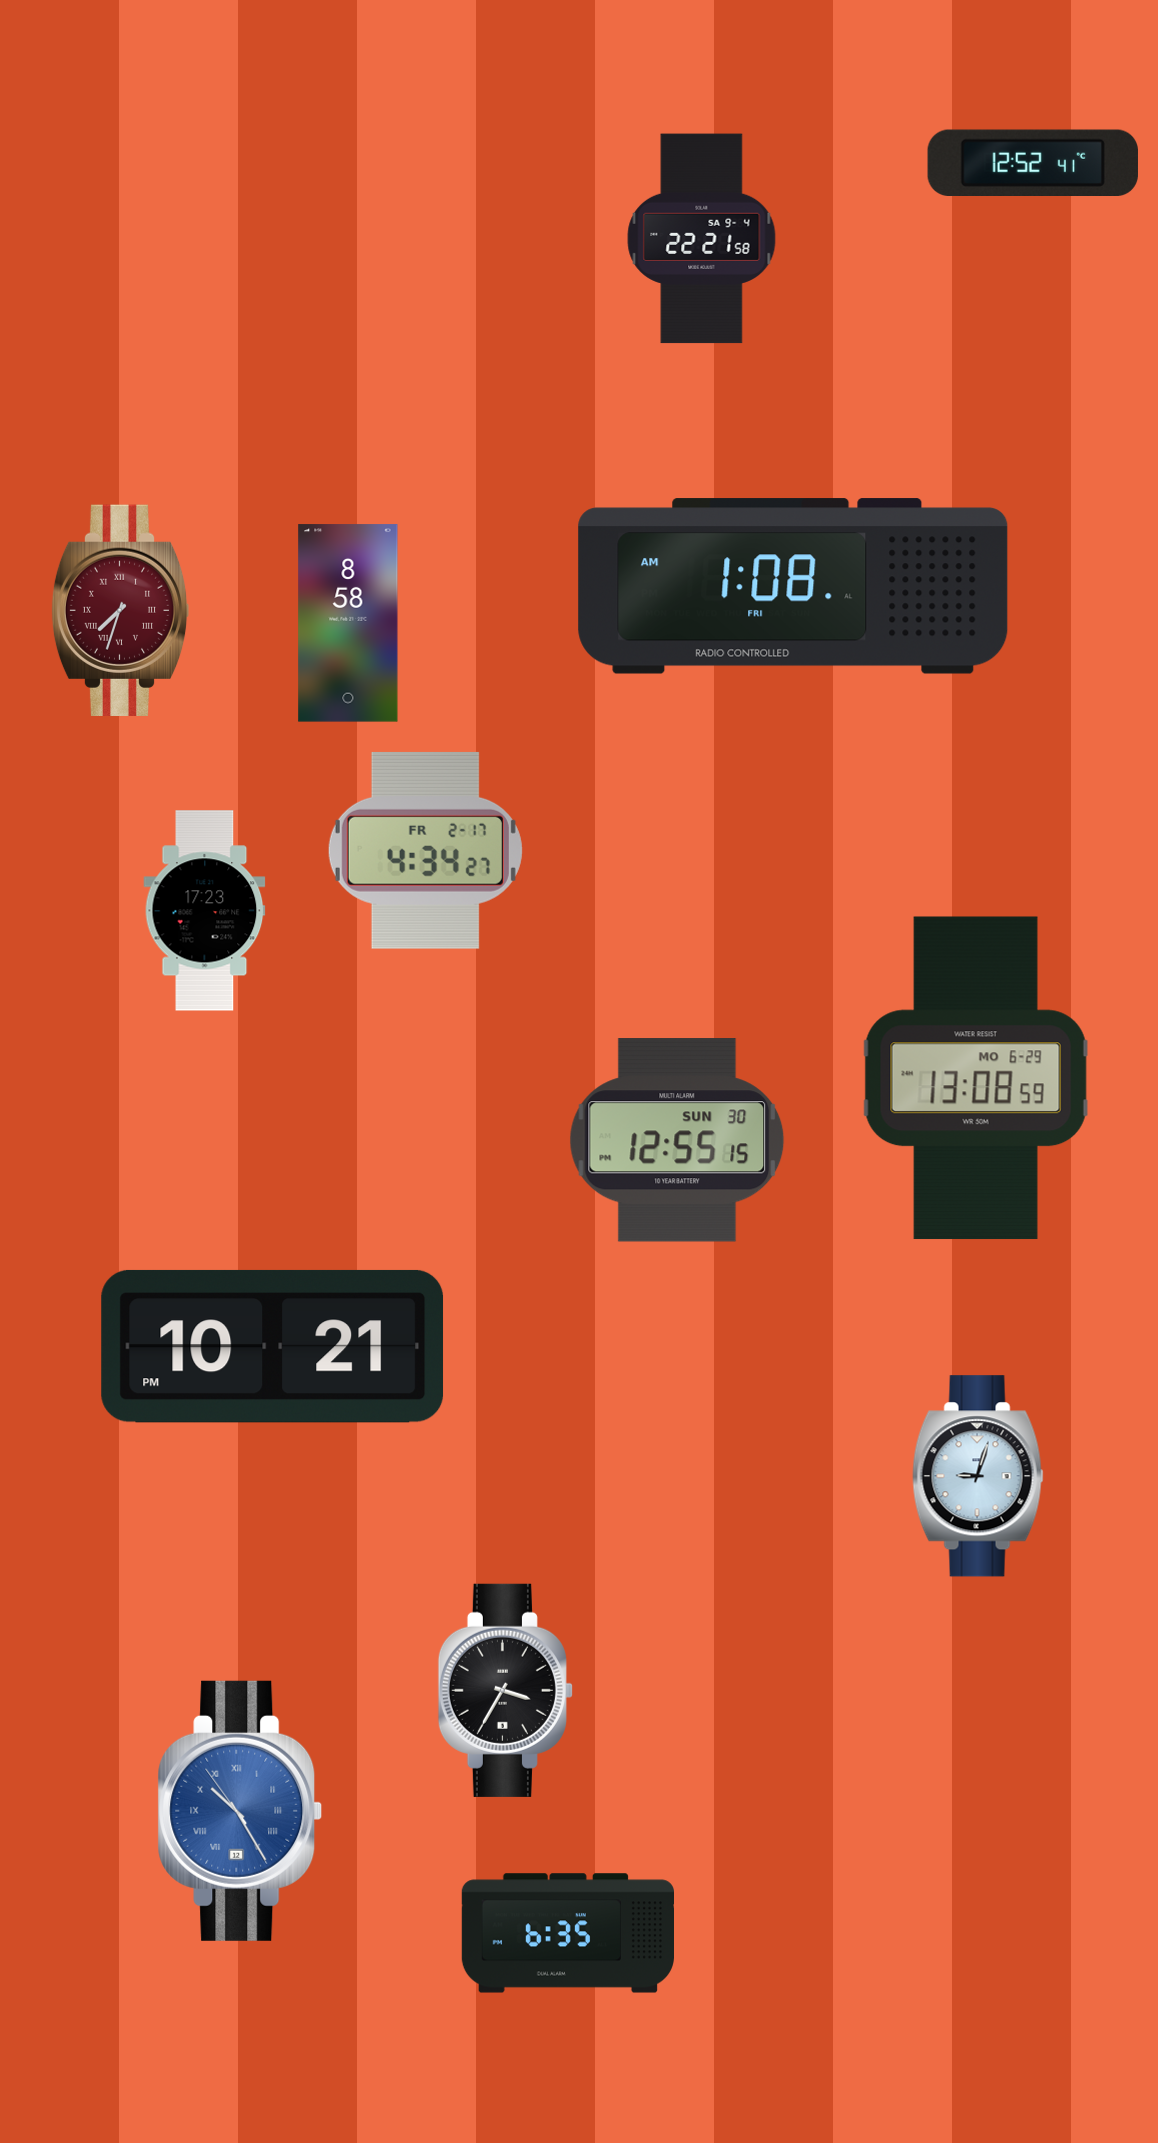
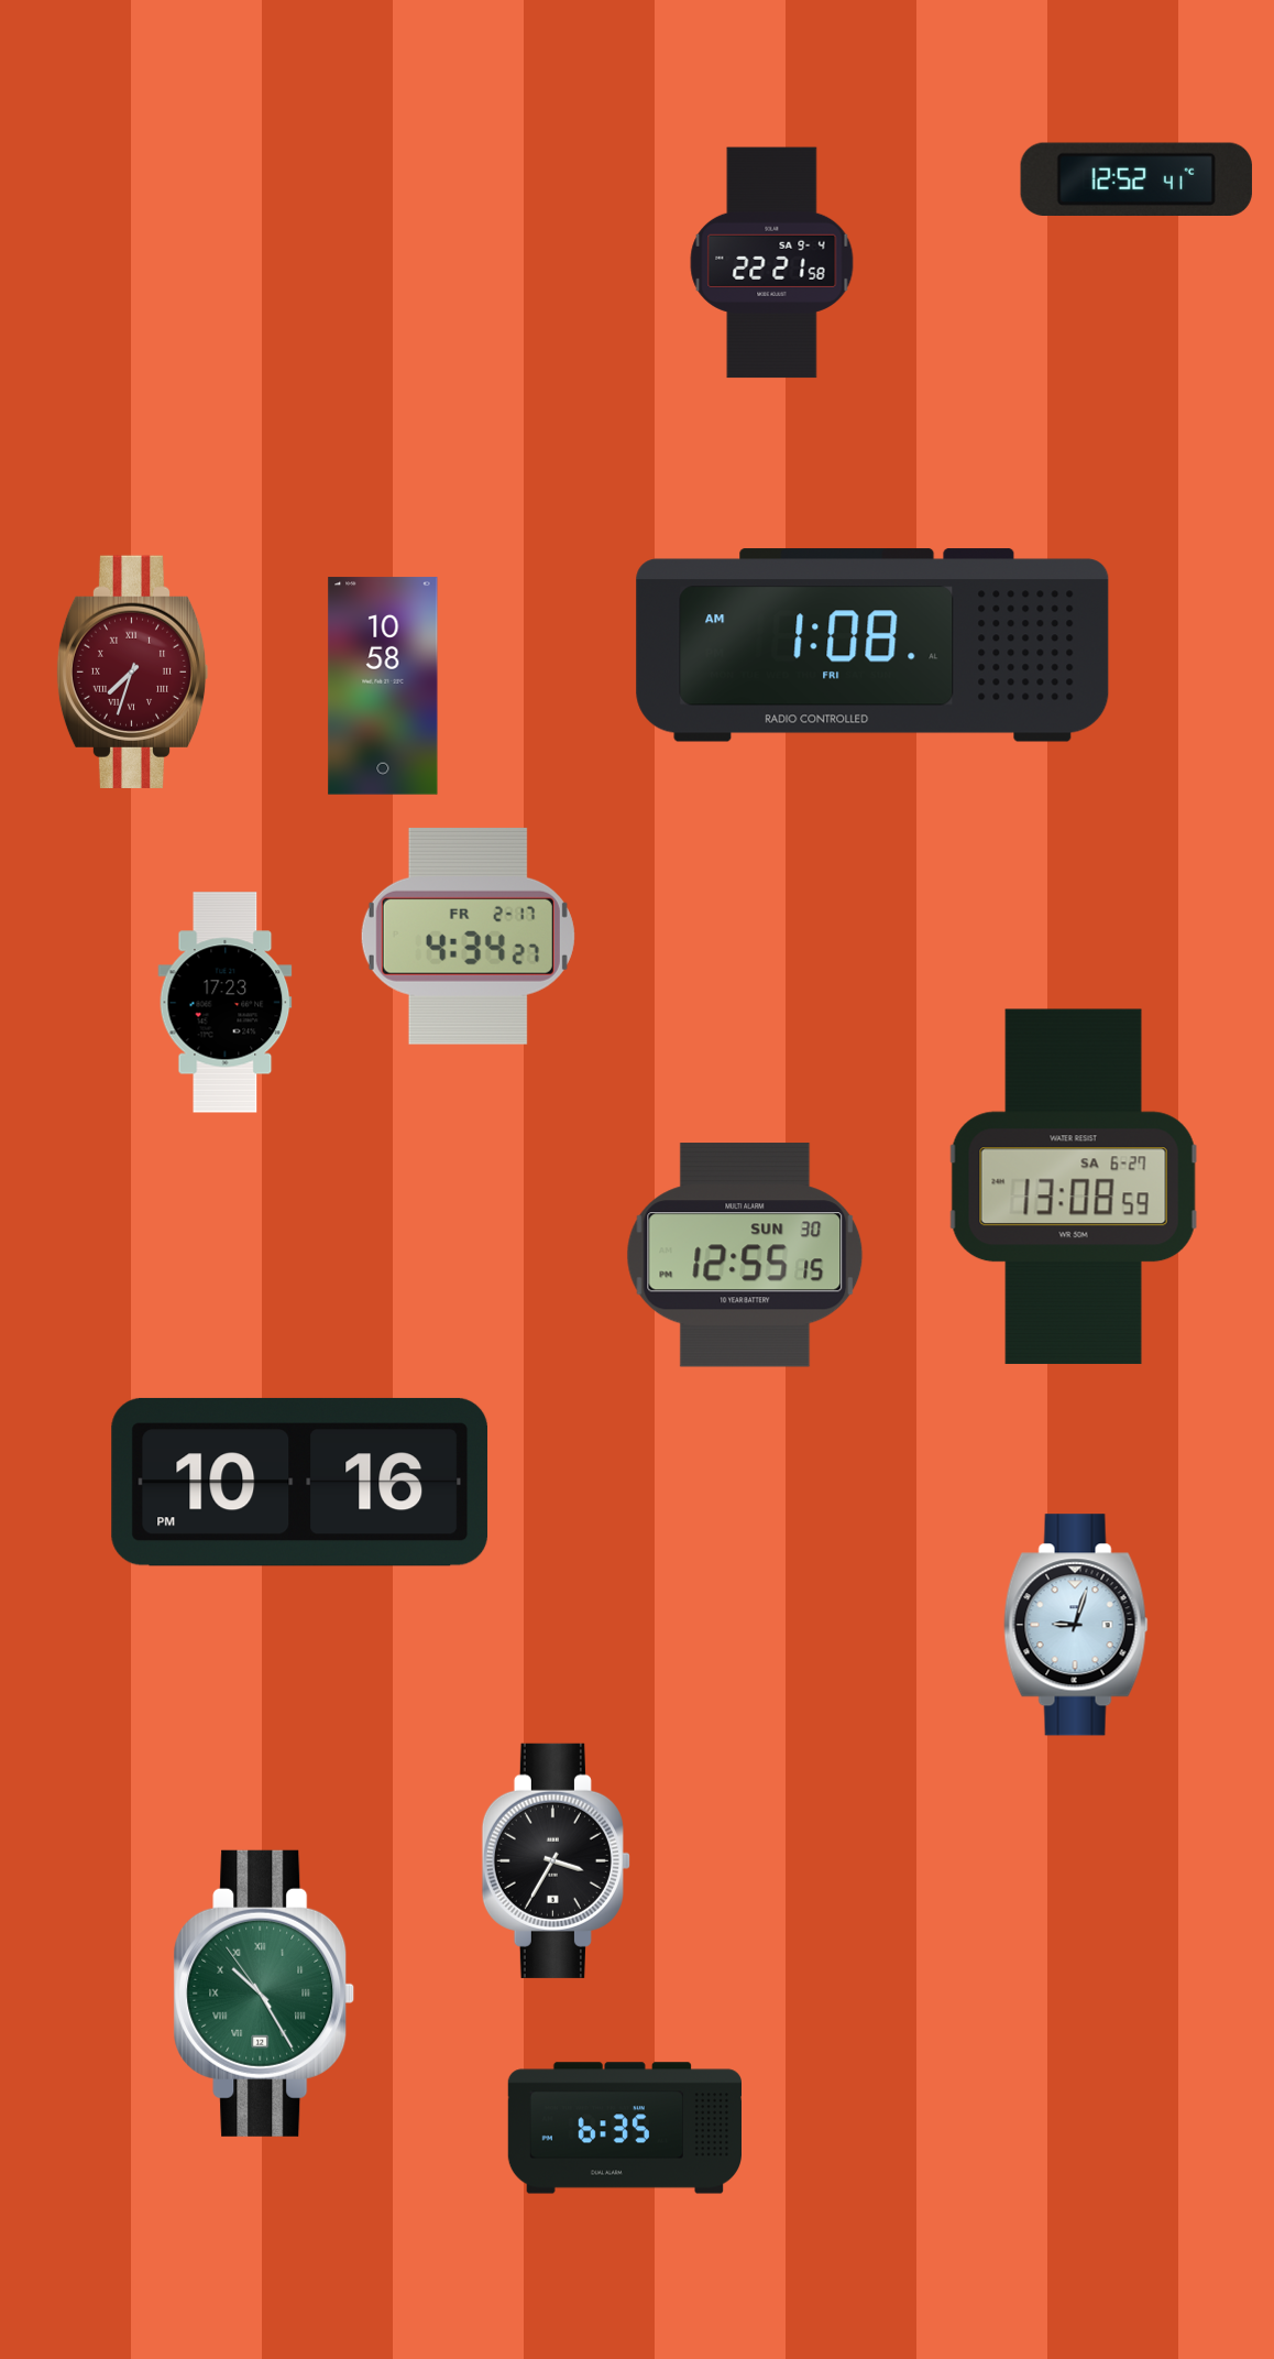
clock at (348, 623): 8:58 -> 10:58
clock at (976, 1078) date: MO 6-29 -> SA 6-27
clock at (273, 1346): 10:21 -> 10:16
clock at (240, 1811) dial: blue -> green
